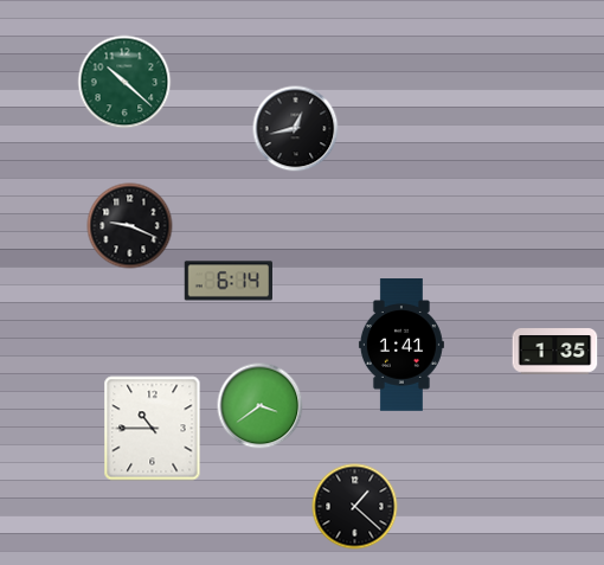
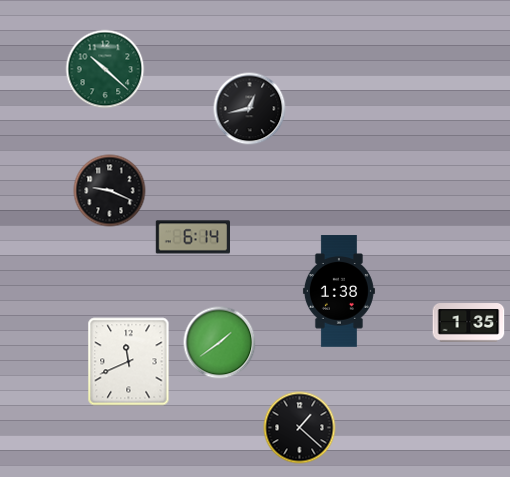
clock at (401, 345): 1:41 -> 1:38
clock at (555, 352) position: (555, 352) -> (469, 323)
clock at (261, 406): 3:39 -> 1:39
clock at (153, 429): 10:45 -> 11:41
